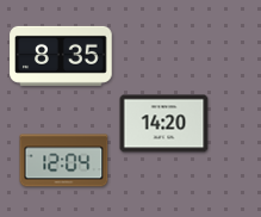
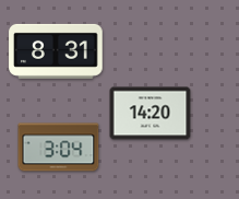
clock at (61, 56): 8:35 -> 8:31
clock at (64, 161): 12:04 -> 3:04
